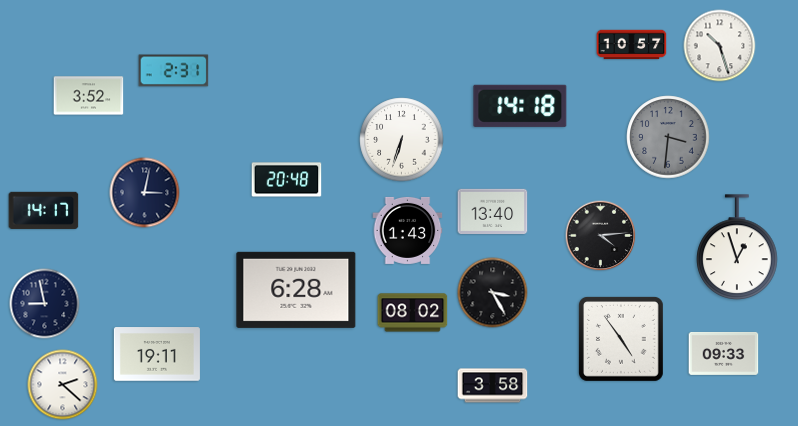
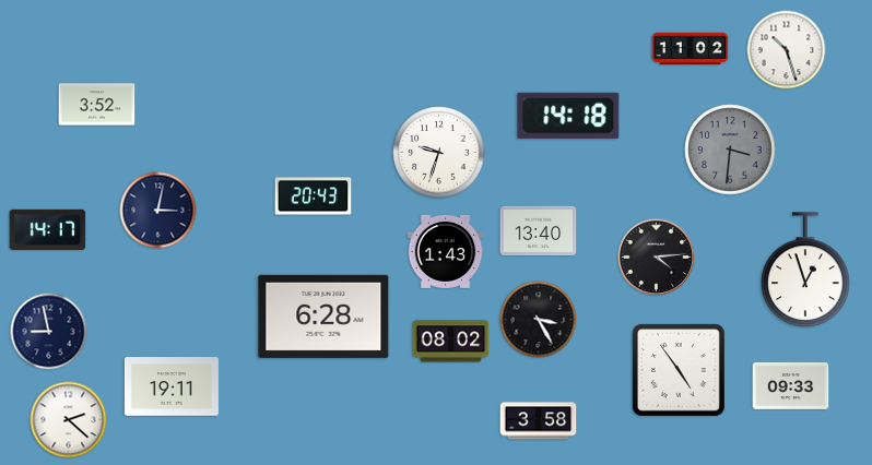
clock at (632, 45): 10:57 -> 11:02
clock at (174, 71): 2:31 -> none
clock at (402, 140): 6:33 -> 9:33
clock at (287, 180): 20:48 -> 20:43
